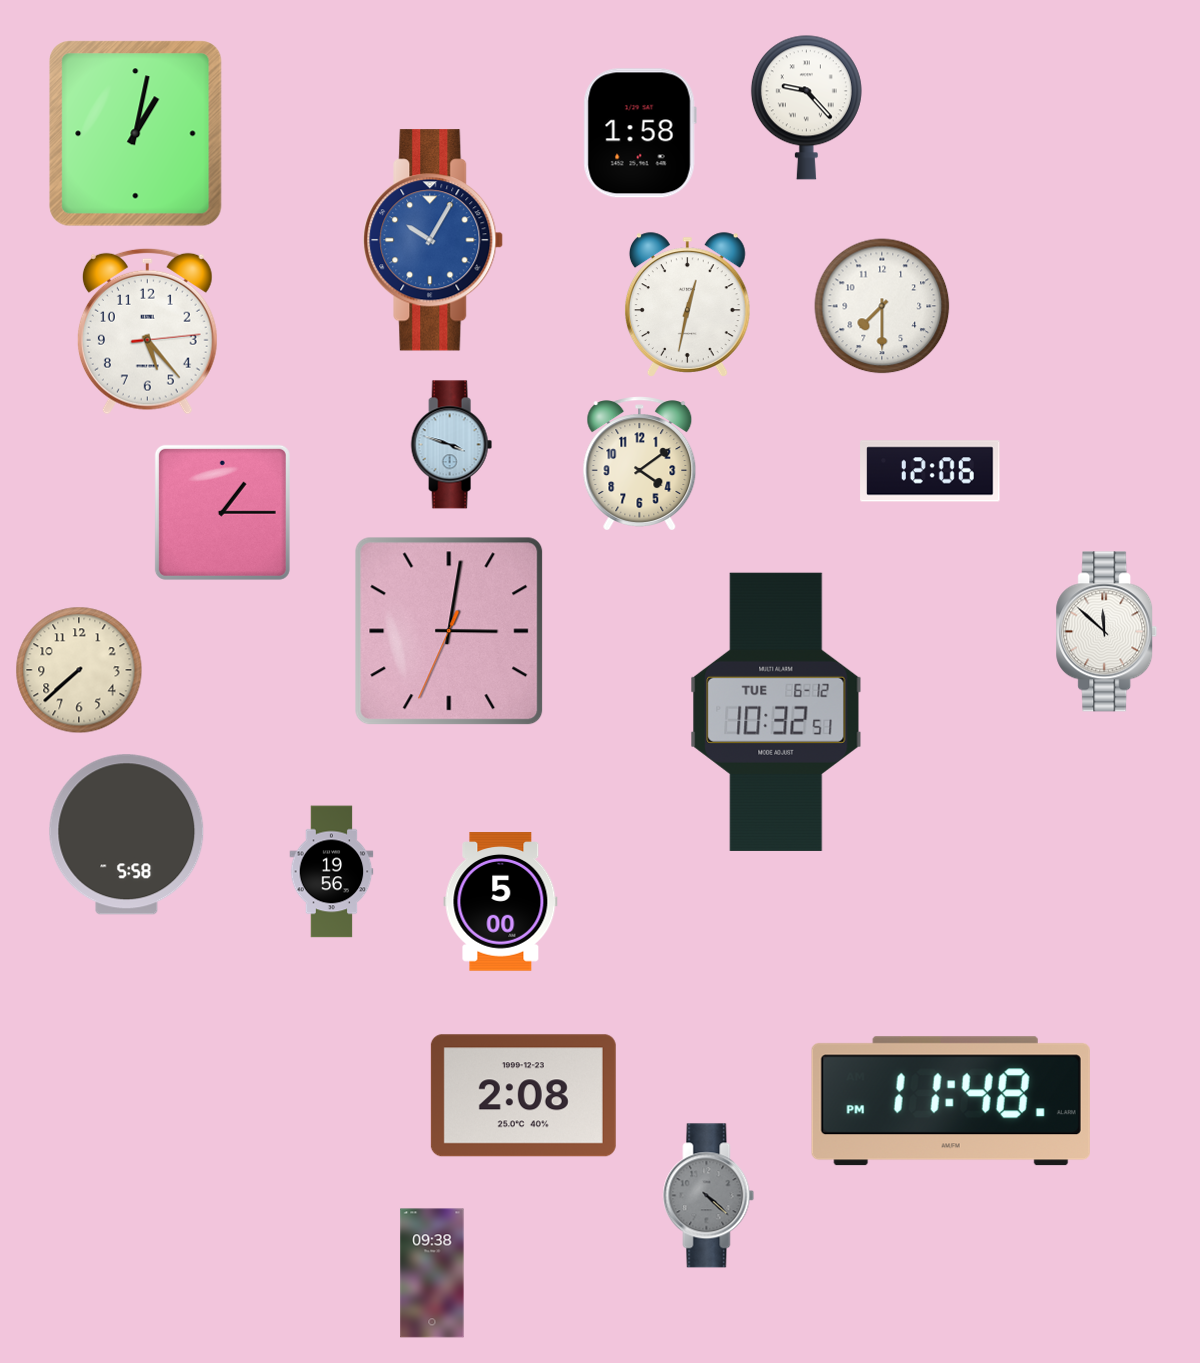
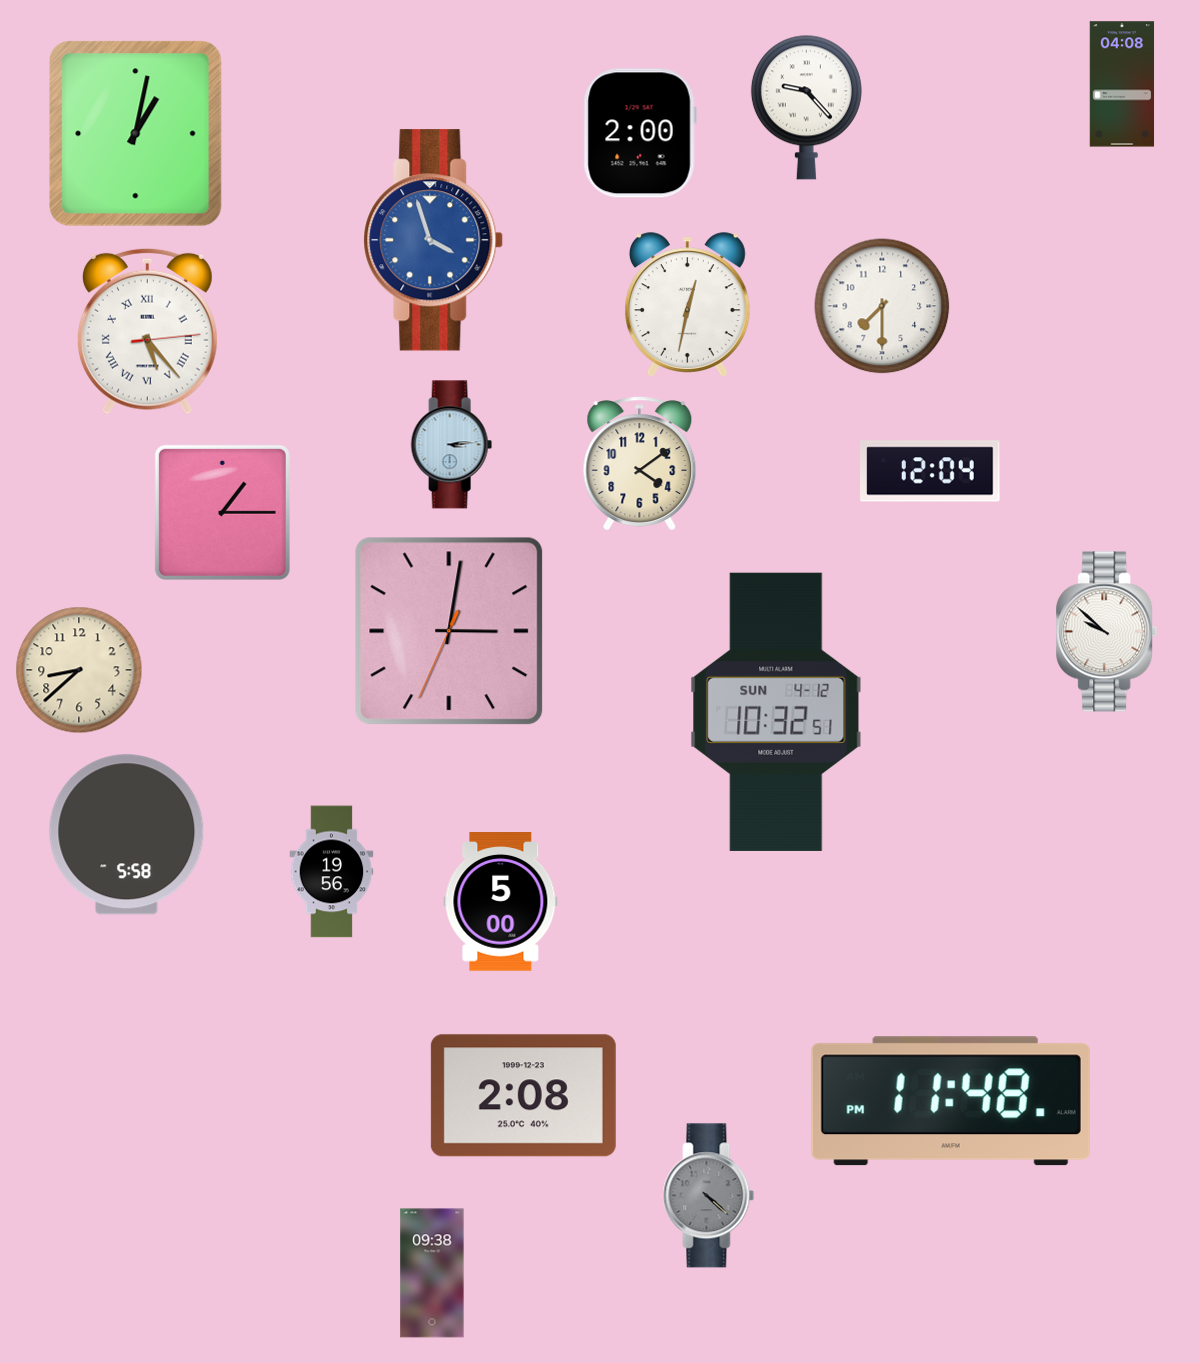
clock at (1122, 84): none -> 04:08
clock at (640, 133): 1:58 -> 2:00
clock at (434, 240): 10:05 -> 3:57
clock at (147, 331) numerals: Arabic -> Roman
clock at (451, 445): 3:48 -> 3:14
clock at (930, 471): 12:06 -> 12:04
clock at (1107, 632): 11:52 -> 9:52
clock at (79, 670): 7:38 -> 8:38
clock at (776, 712) date: TUE 6-12 -> SUN 4-12
